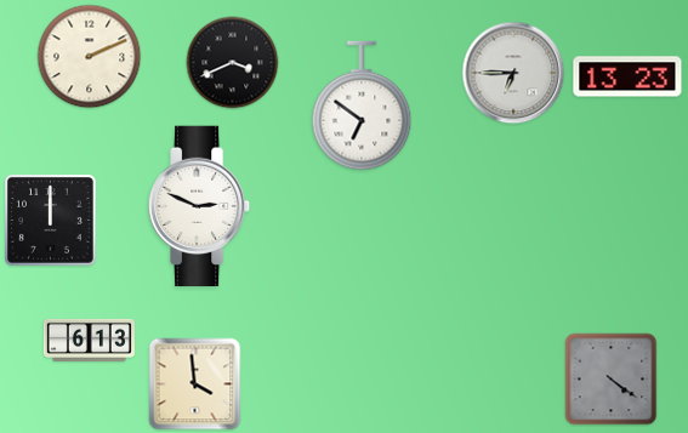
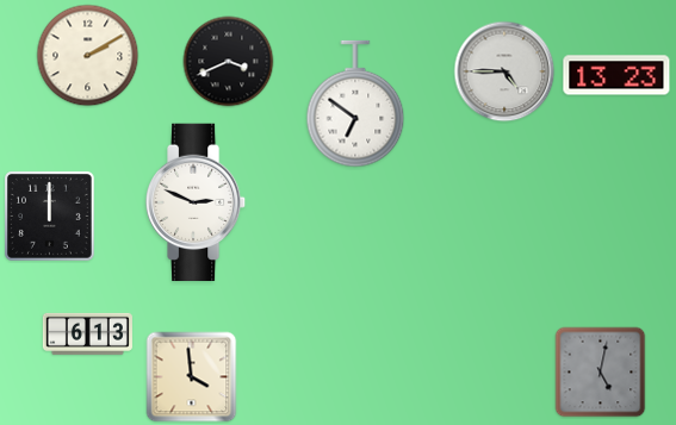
clock at (90, 57): 2:11 -> 2:10
clock at (513, 73): 6:45 -> 4:45
clock at (612, 380): 4:21 -> 5:02
